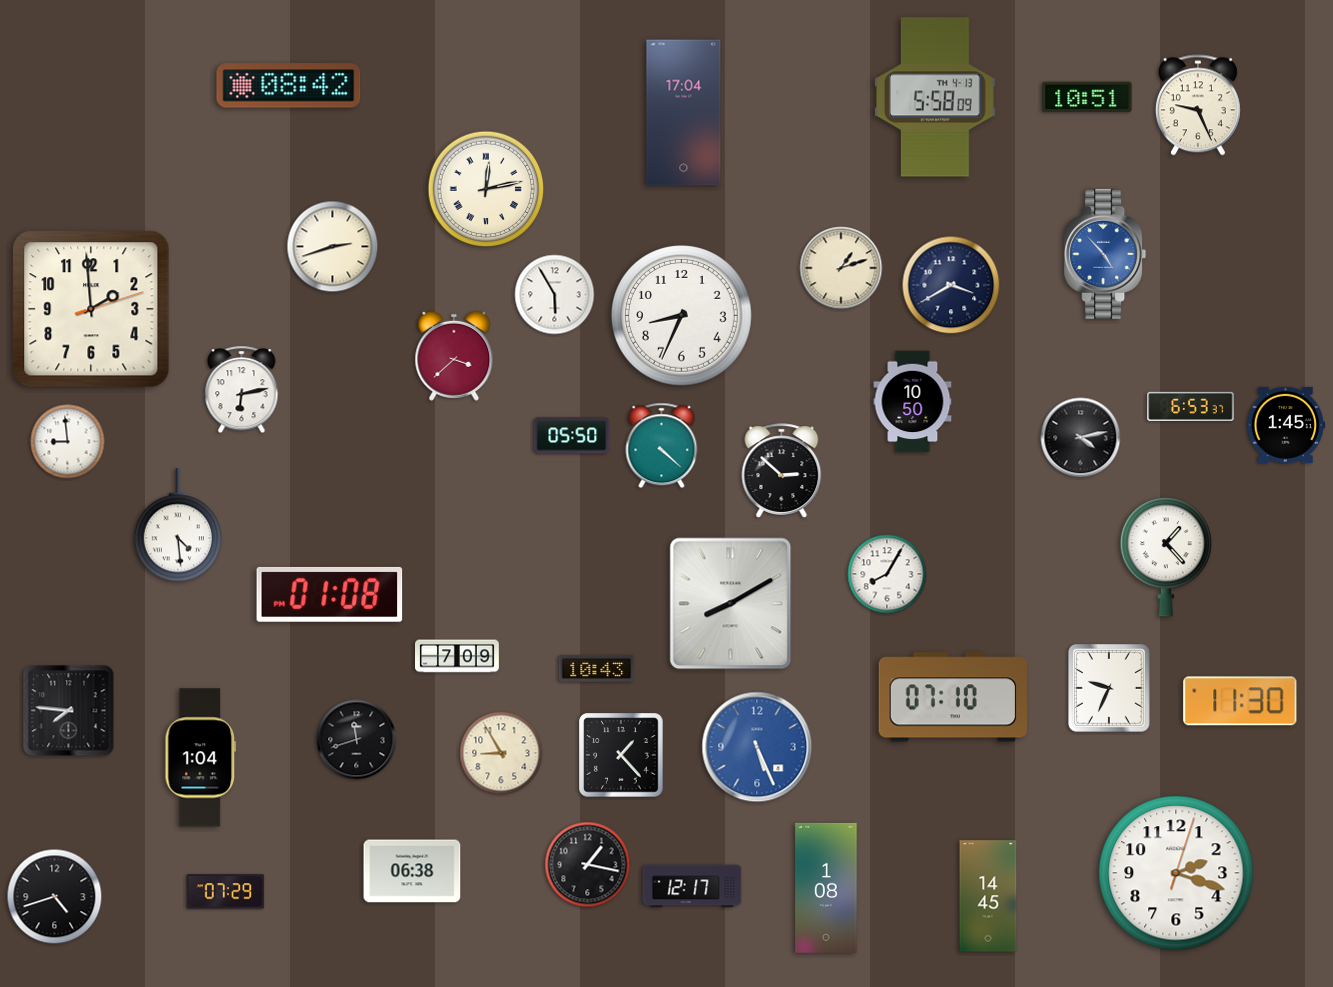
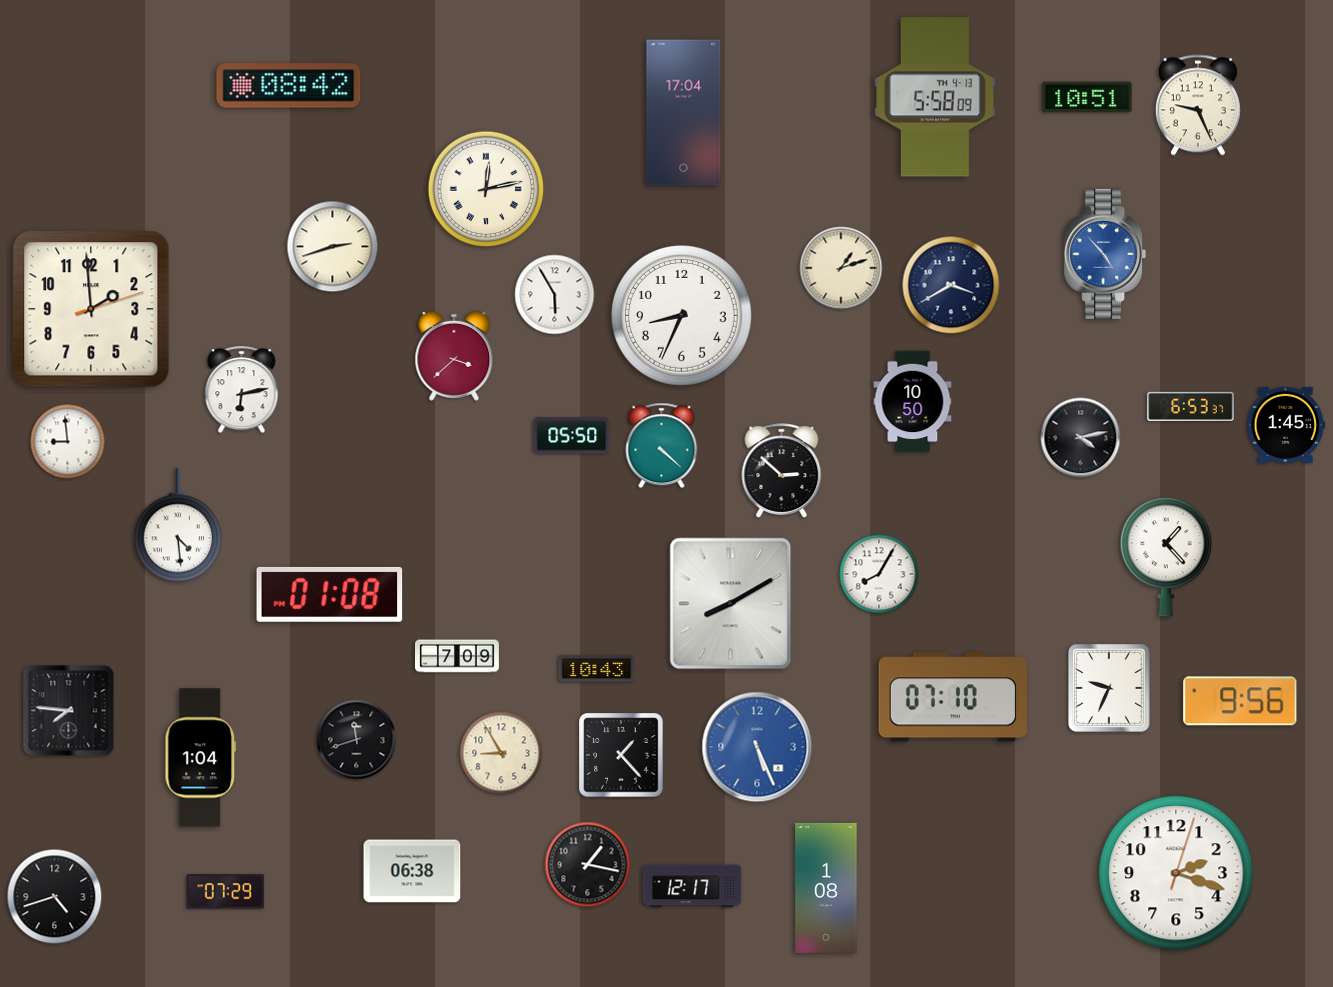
clock at (887, 574) position: (887, 574) -> (879, 574)
clock at (1240, 701): 11:30 -> 9:56
clock at (988, 896): 14:45 -> none
